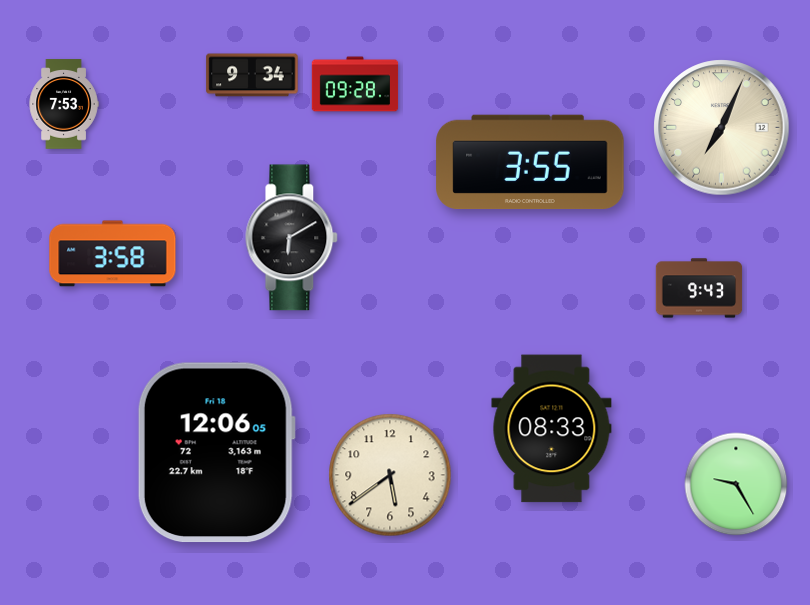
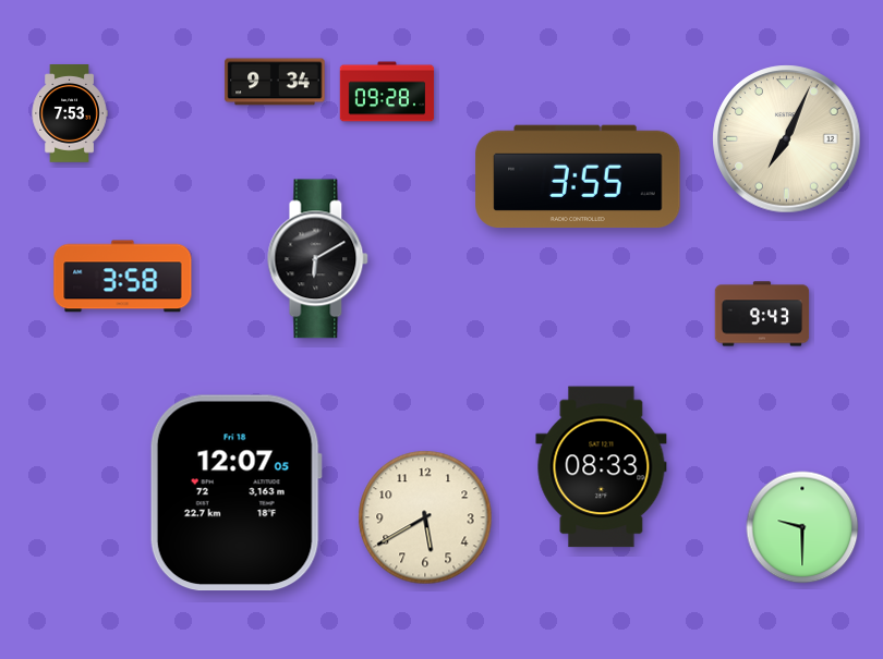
clock at (216, 453): 12:06 -> 12:07
clock at (390, 475): 5:39 -> 5:40
clock at (736, 484): 9:25 -> 9:30
